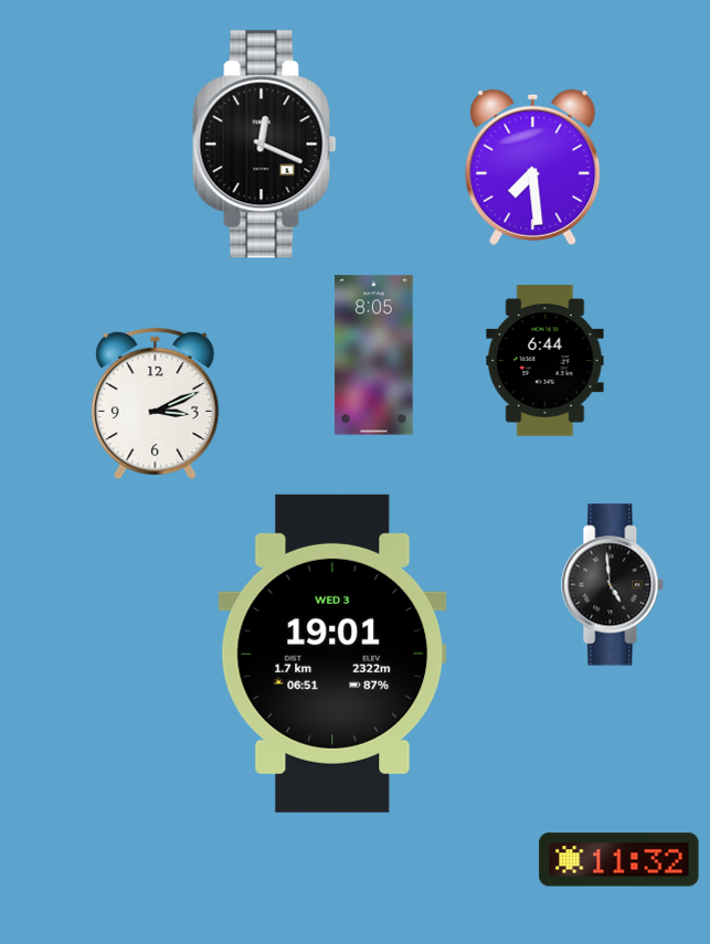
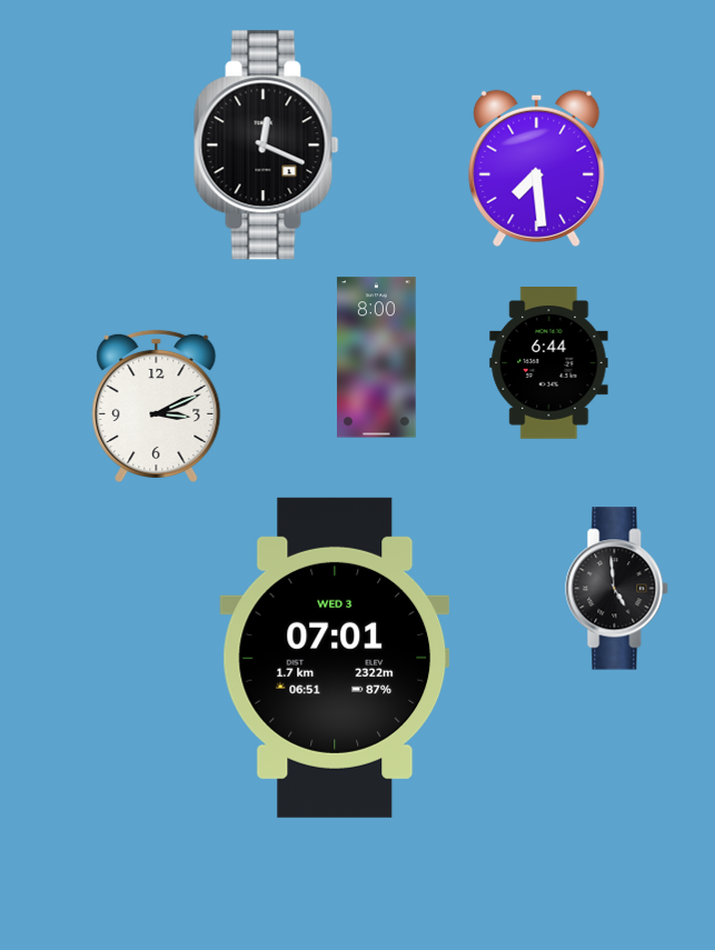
clock at (374, 356): 8:05 -> 8:00
clock at (332, 654): 19:01 -> 07:01
clock at (619, 860): 11:32 -> none
